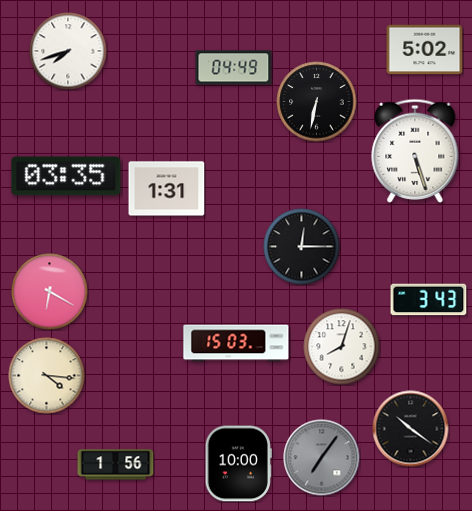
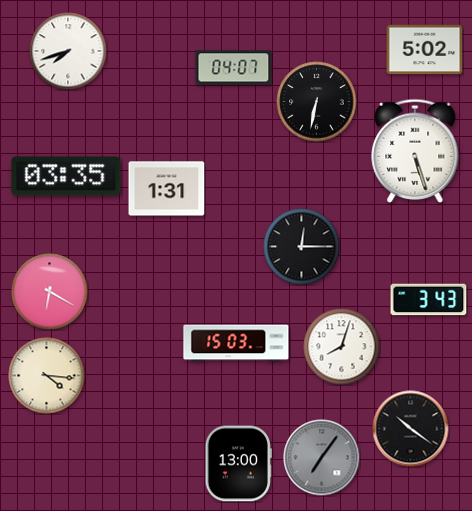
clock at (234, 68): 04:49 -> 04:07
clock at (238, 464): 10:00 -> 13:00
clock at (116, 465): 1:56 -> none
